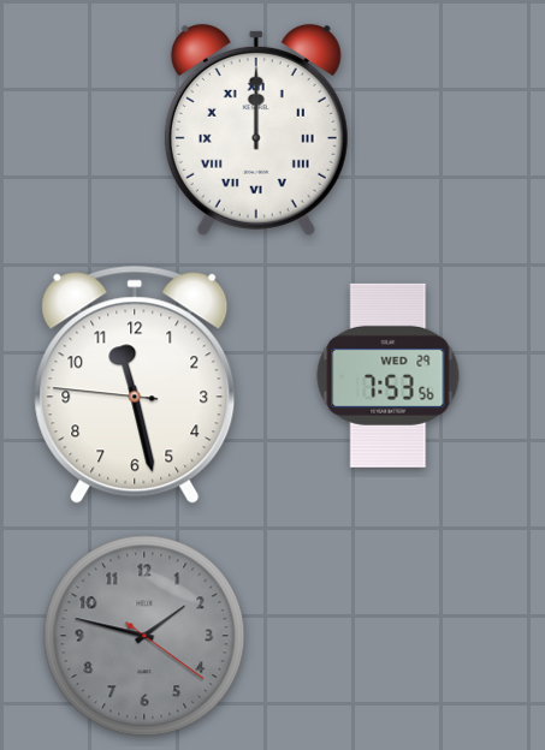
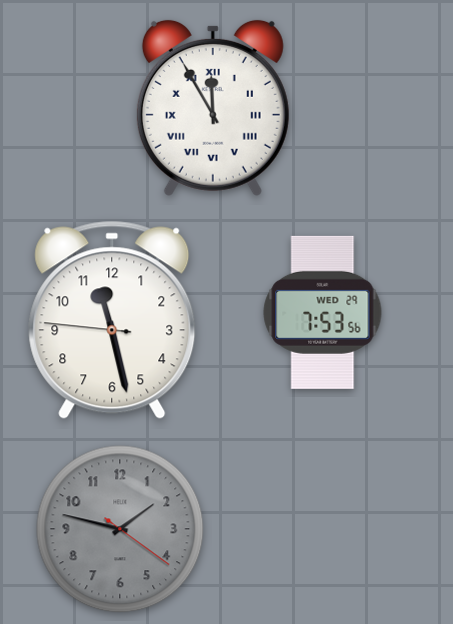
clock at (256, 130): 12:00 -> 11:55
